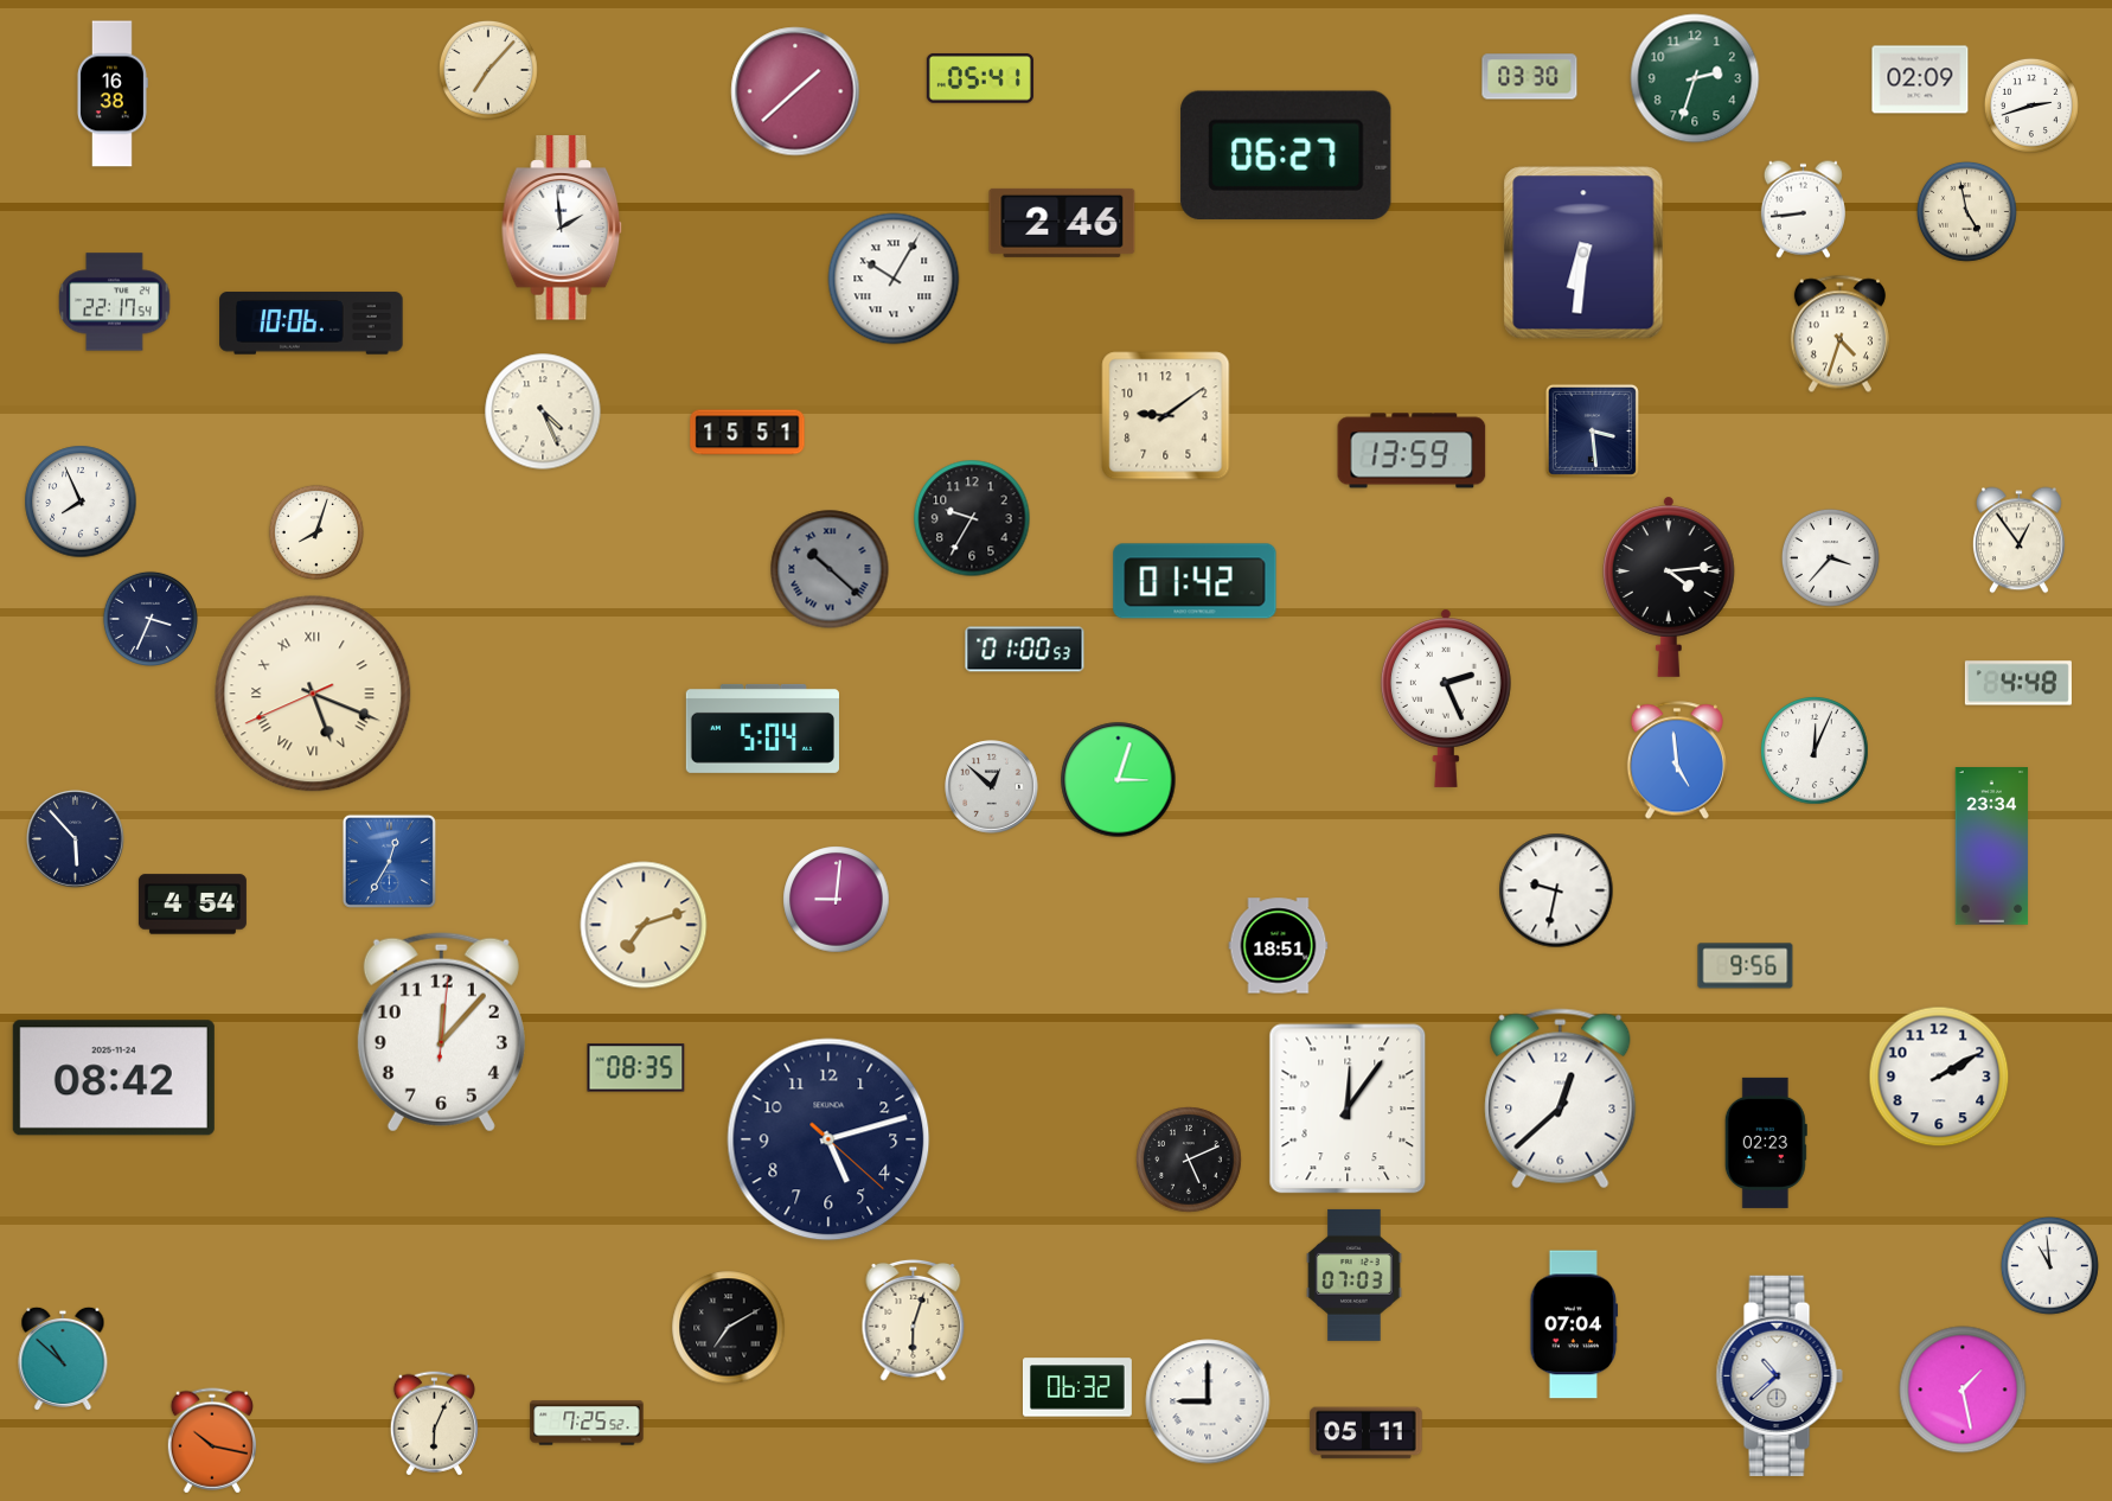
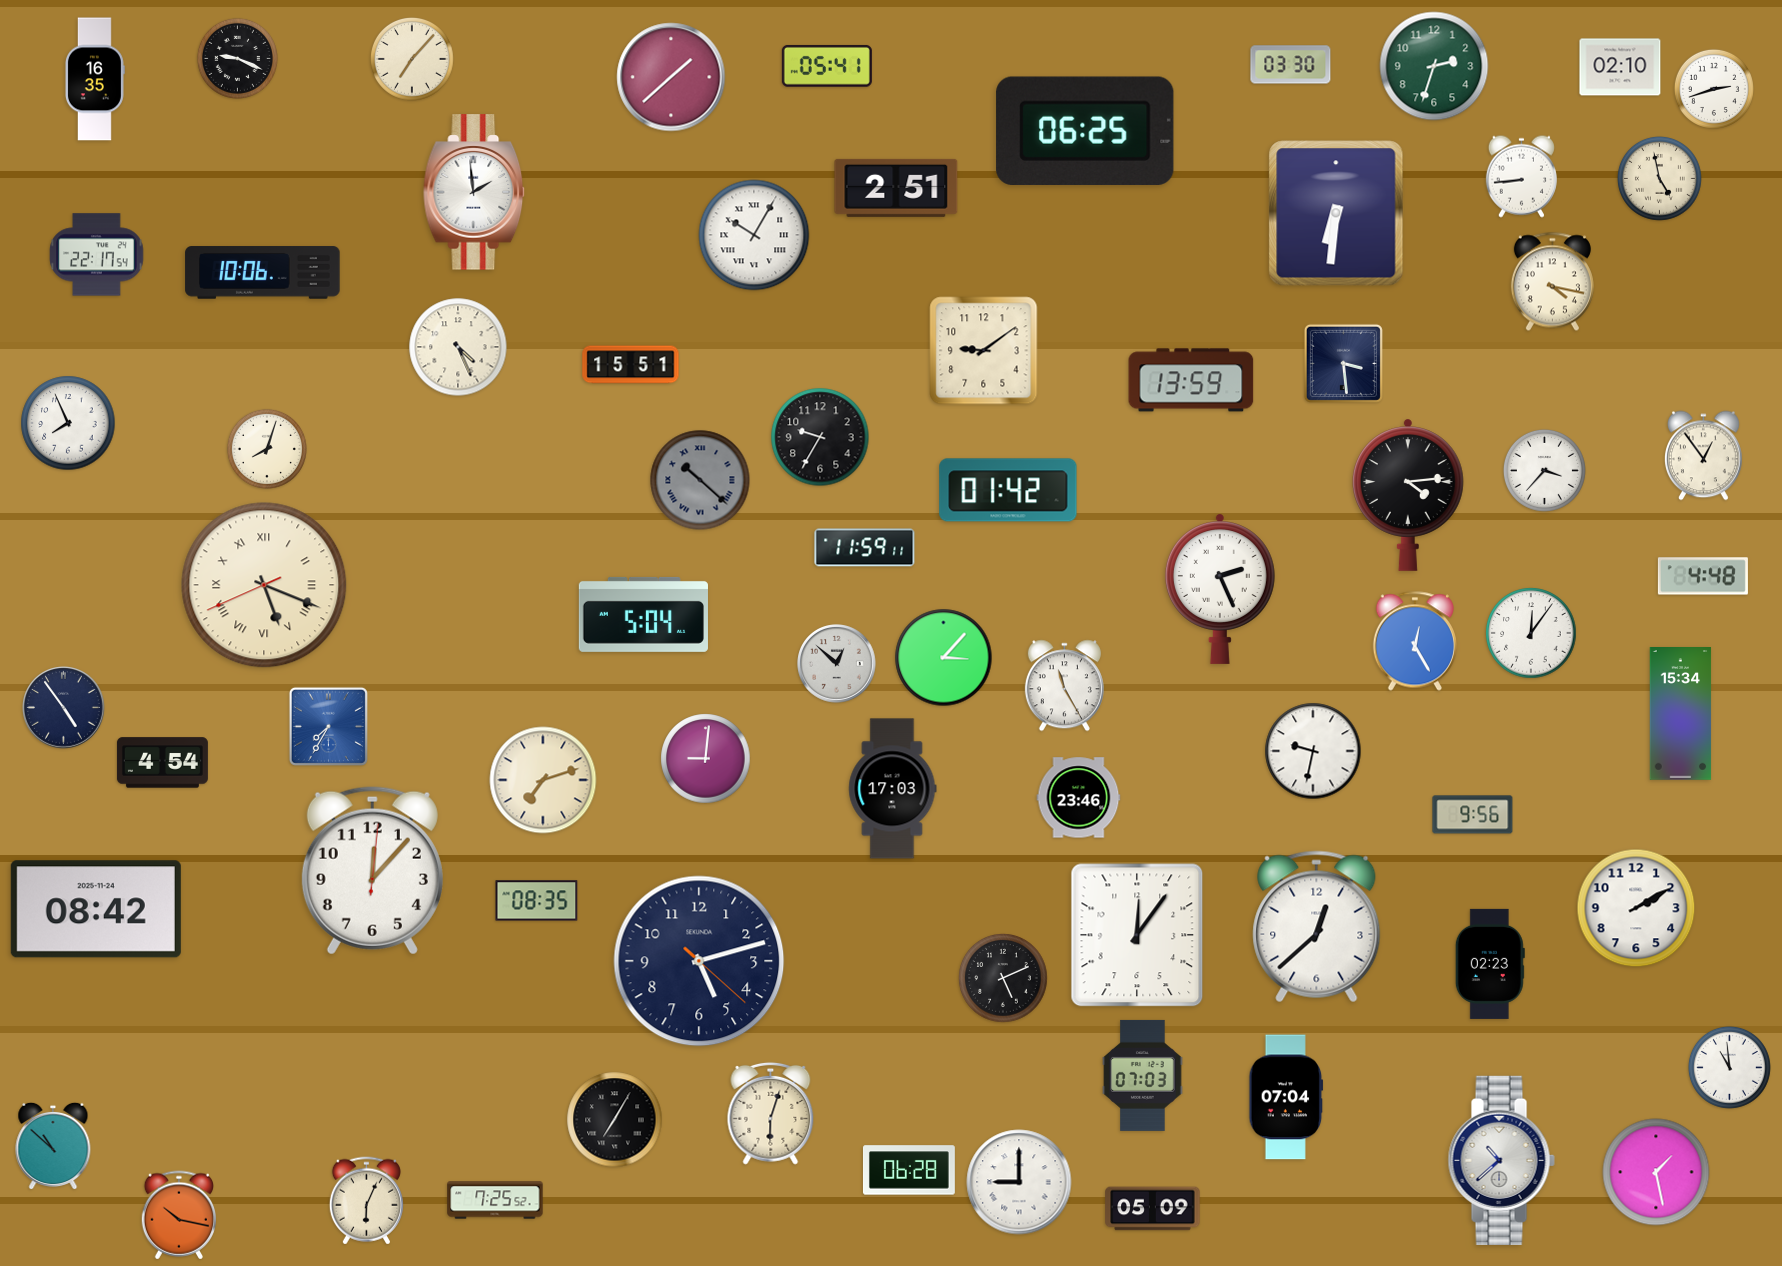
clock at (237, 58): none -> 9:19
clock at (1695, 78) position: (1695, 78) -> (1434, 66)
clock at (1920, 79): 02:09 -> 02:10
clock at (111, 94): 16:38 -> 16:35
clock at (1286, 154): 06:27 -> 06:25
clock at (1062, 223): 2:46 -> 2:51
clock at (1839, 334): 4:33 -> 4:17
clock at (151, 619): 3:34 -> none
clock at (1025, 650): 01:00 -> 11:59
clock at (1815, 750): 12:04 -> 12:06
clock at (1677, 760): 4:59 -> 12:25
clock at (1119, 780): 3:03 -> 3:07
clock at (1064, 686): none -> 11:25
clock at (76, 839): 5:53 -> 4:54
clock at (1992, 847): 23:34 -> 15:34
clock at (389, 861): 12:35 -> 7:35
clock at (893, 789): none -> 17:03
clock at (1279, 946): 18:51 -> 23:46
clock at (1574, 1324) position: (1574, 1324) -> (1286, 1097)
clock at (729, 1328): 7:10 -> 7:05
clock at (1077, 1387): 06:32 -> 06:28
clock at (1367, 1433): 05:11 -> 05:09
